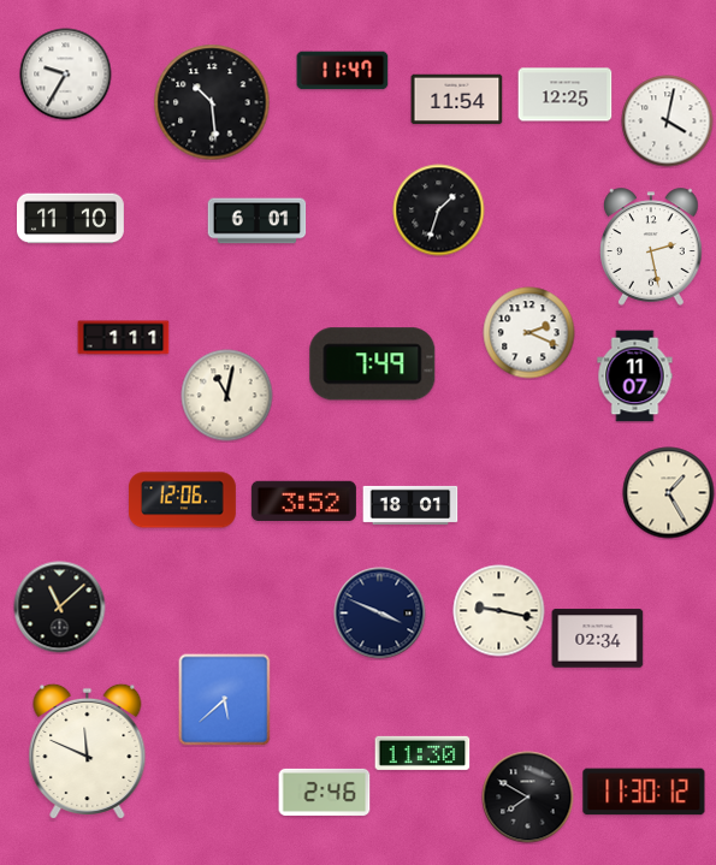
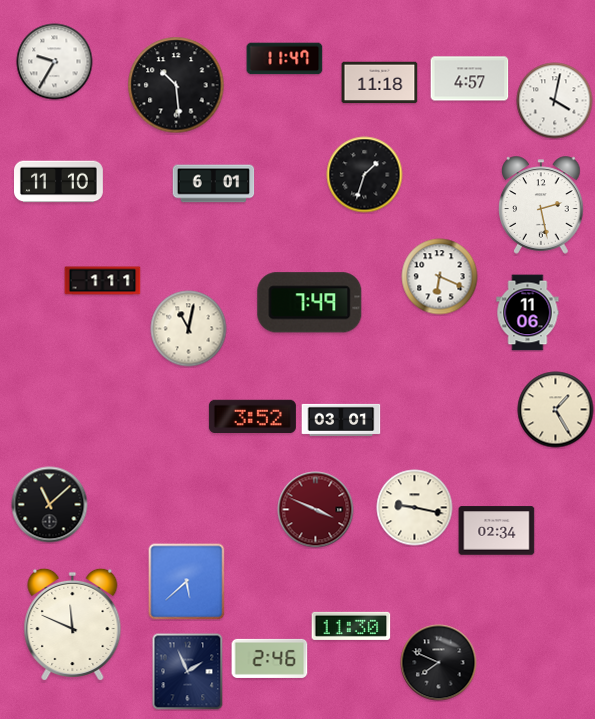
clock at (566, 95): 12:25 -> 4:57
clock at (457, 100): 11:54 -> 11:18
clock at (529, 333): 2:19 -> 6:19
clock at (635, 377): 11:07 -> 11:06
clock at (182, 500): 12:06 -> none
clock at (410, 505): 18:01 -> 03:01
clock at (380, 614) dial: navy -> burgundy
clock at (644, 792): 11:30 -> none
clock at (528, 798): 7:50 -> 7:49
clock at (188, 672): none -> 1:56
